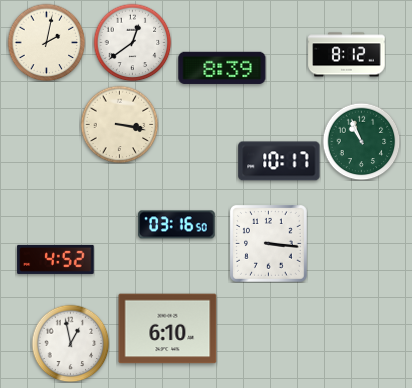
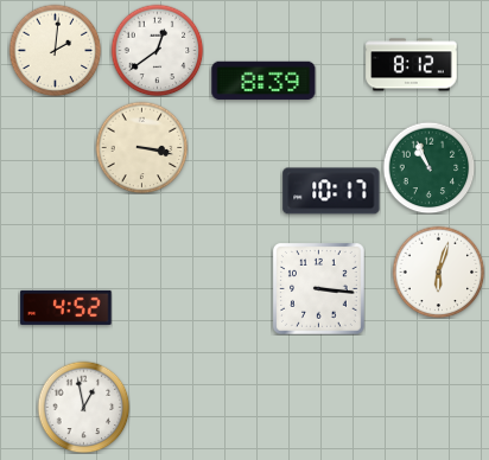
clock at (46, 42): 2:02 -> 2:01
clock at (177, 225): 03:16 -> none
clock at (438, 271): none -> 6:03
clock at (168, 329): 6:10 -> none
